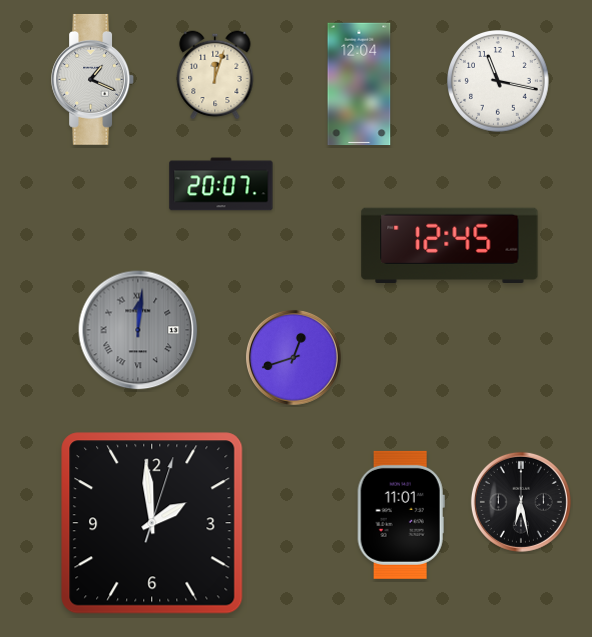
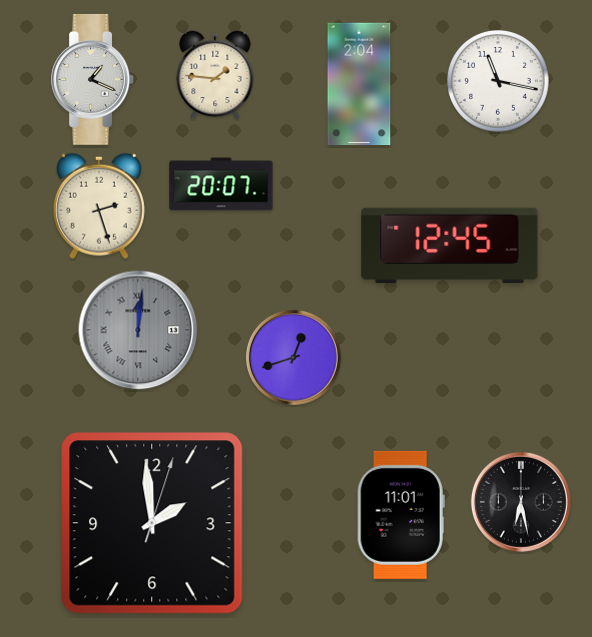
clock at (215, 75): 12:03 -> 1:46
clock at (359, 84): 12:04 -> 2:04
clock at (99, 206): none -> 2:27
